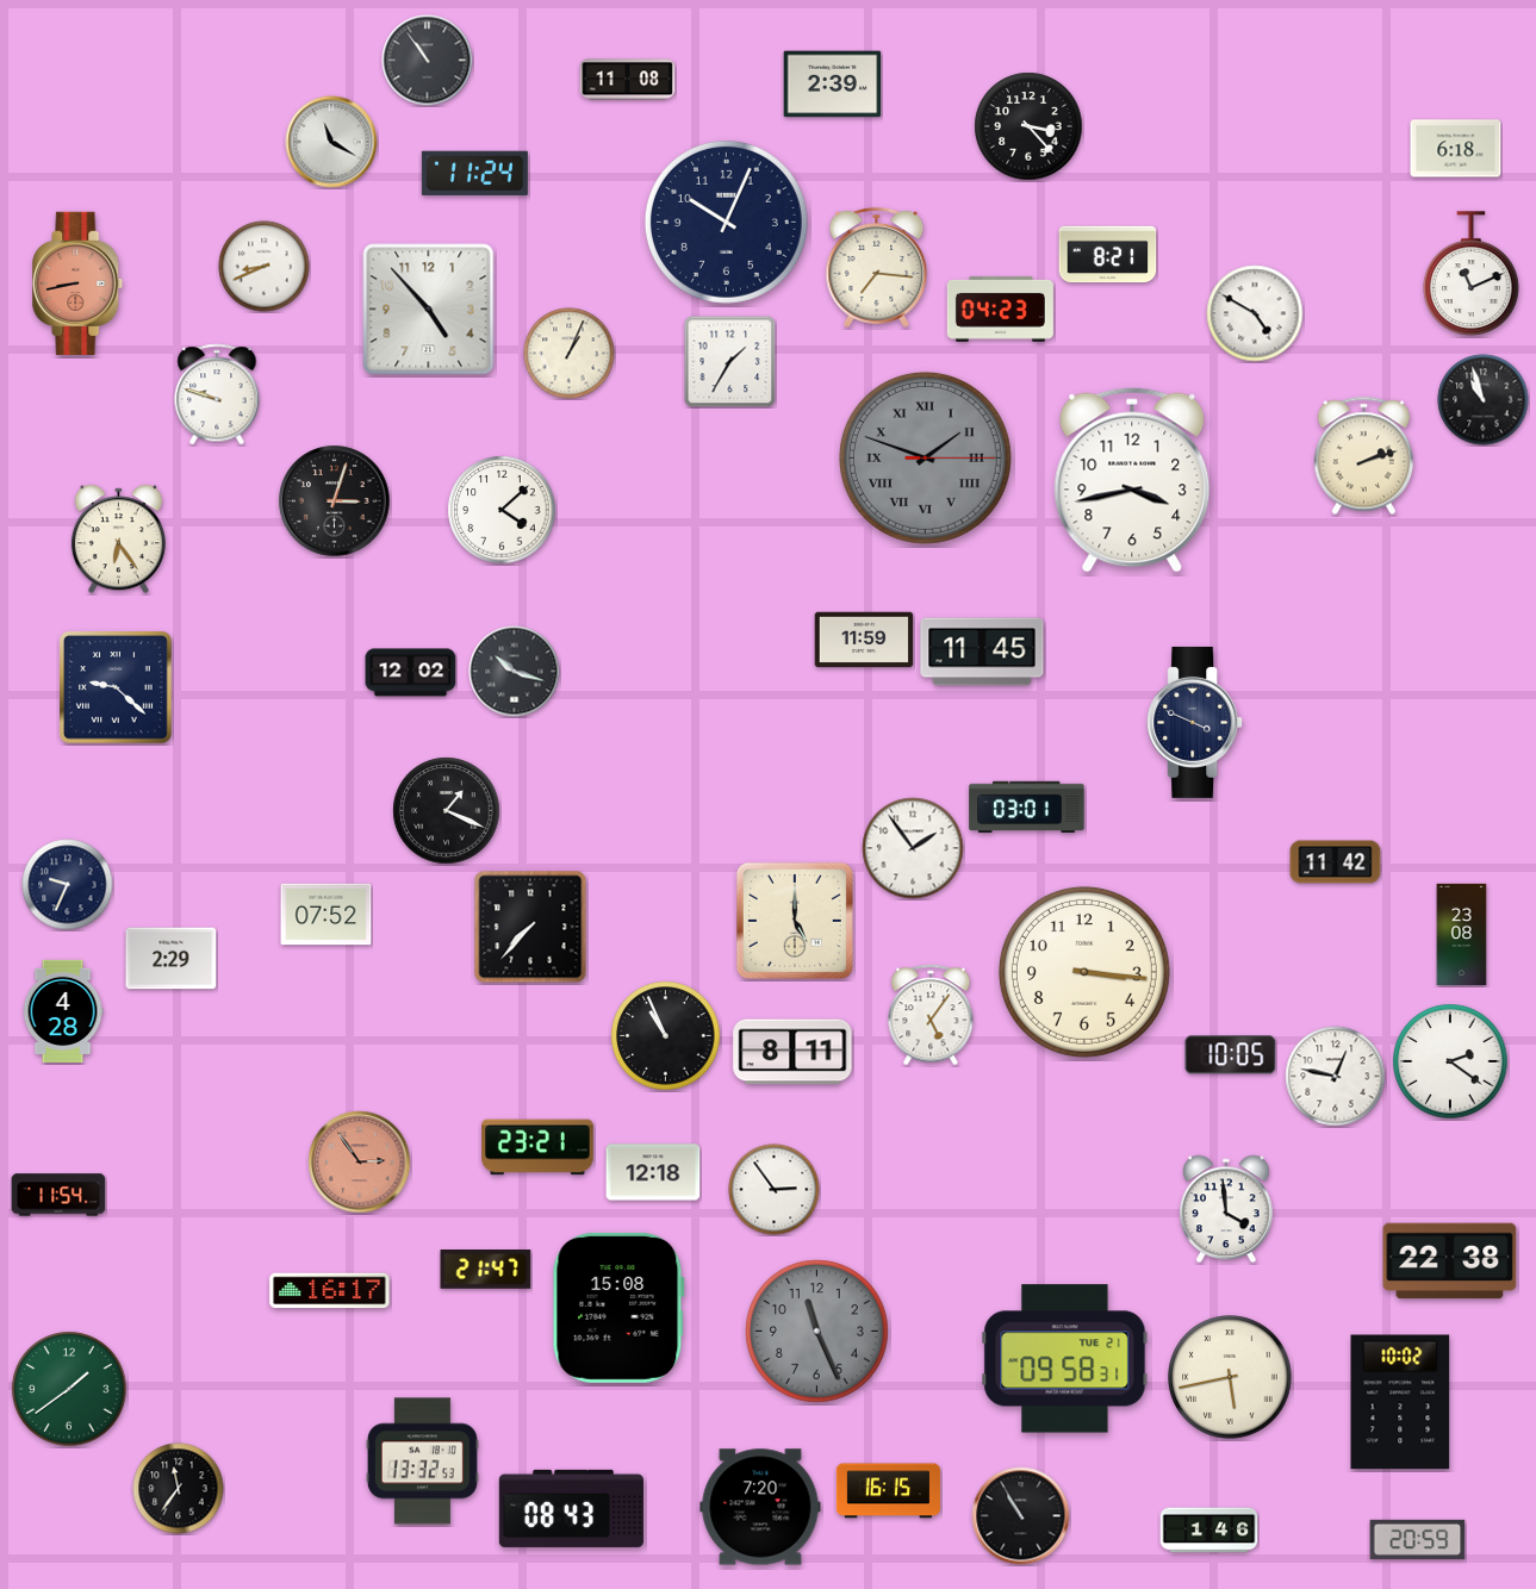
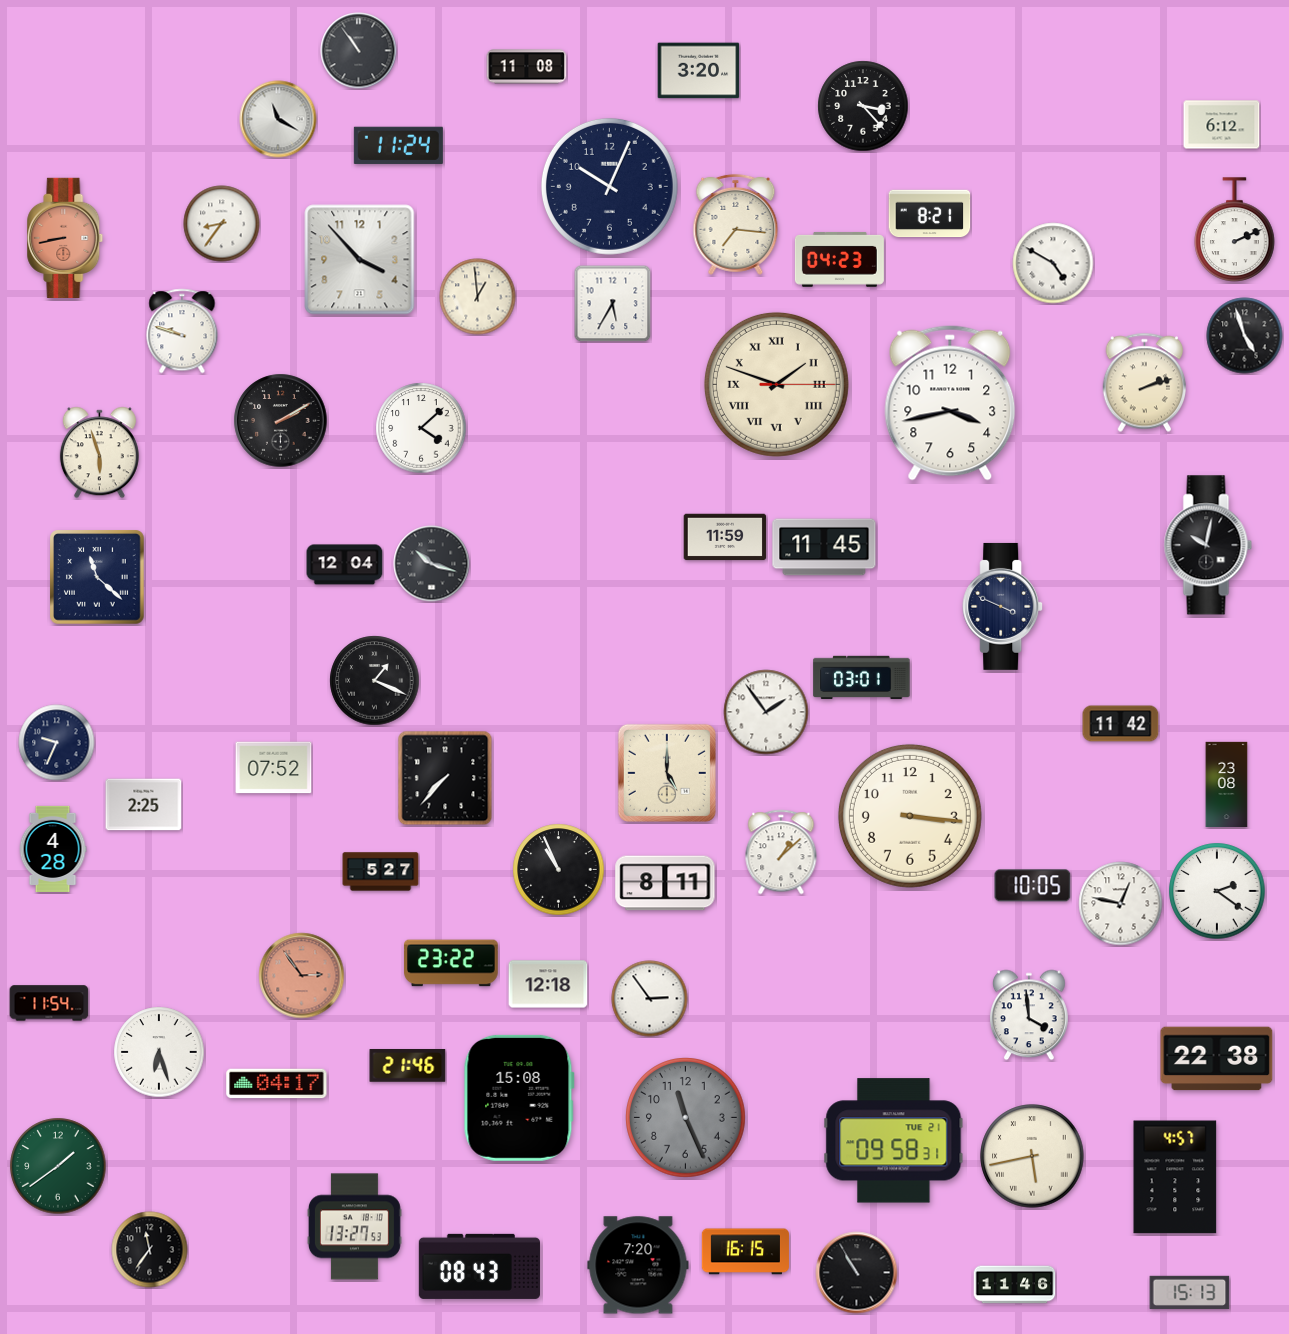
clock at (833, 85): 2:39 -> 3:20
clock at (1456, 149): 6:18 -> 6:12
clock at (265, 267): 8:41 -> 8:36
clock at (1472, 274): 11:11 -> 2:11
clock at (429, 310): 4:53 -> 3:53
clock at (570, 354): 1:04 -> 12:59
clock at (729, 361): 1:35 -> 5:35
clock at (1484, 400): 10:57 -> 4:57
clock at (925, 457) dial: grey -> cream
clock at (335, 501): 3:03 -> 2:10
clock at (118, 540): 6:24 -> 5:57
clock at (1208, 545): none -> 10:02
clock at (411, 673): 12:02 -> 12:04
clock at (116, 687): 9:22 -> 11:22
clock at (172, 959): 2:29 -> 2:25
clock at (931, 1015): 5:06 -> 1:08
clock at (381, 872): none -> 5:27
clock at (537, 1147): 23:21 -> 23:22
clock at (159, 1052): none -> 6:27
clock at (486, 1270): 21:47 -> 21:46
clock at (330, 1291): 16:17 -> 04:17
clock at (1400, 1402): 10:02 -> 4:57
clock at (422, 1462): 13:32 -> 13:27
clock at (1209, 1531): 1:46 -> 11:46
clock at (1418, 1539): 20:59 -> 15:13
